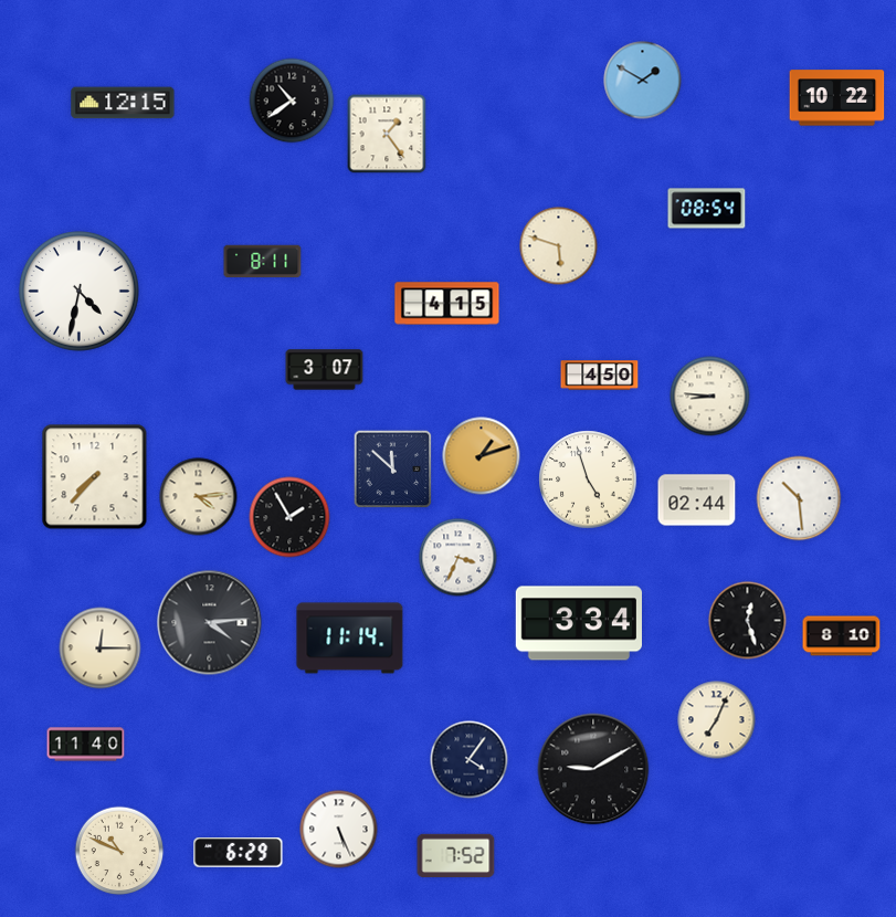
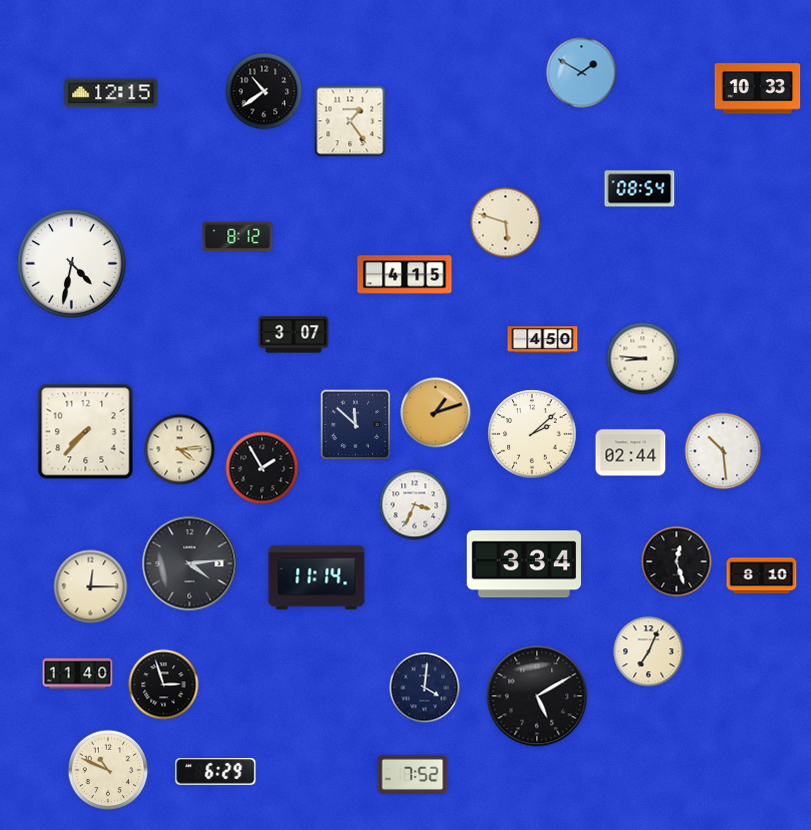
clock at (837, 98): 10:22 -> 10:33
clock at (263, 261): 8:11 -> 8:12
clock at (588, 479): 4:57 -> 2:08
clock at (164, 685): none -> 2:57
clock at (470, 760): 4:06 -> 4:01
clock at (593, 769): 9:10 -> 5:10
clock at (339, 830): 5:26 -> none
